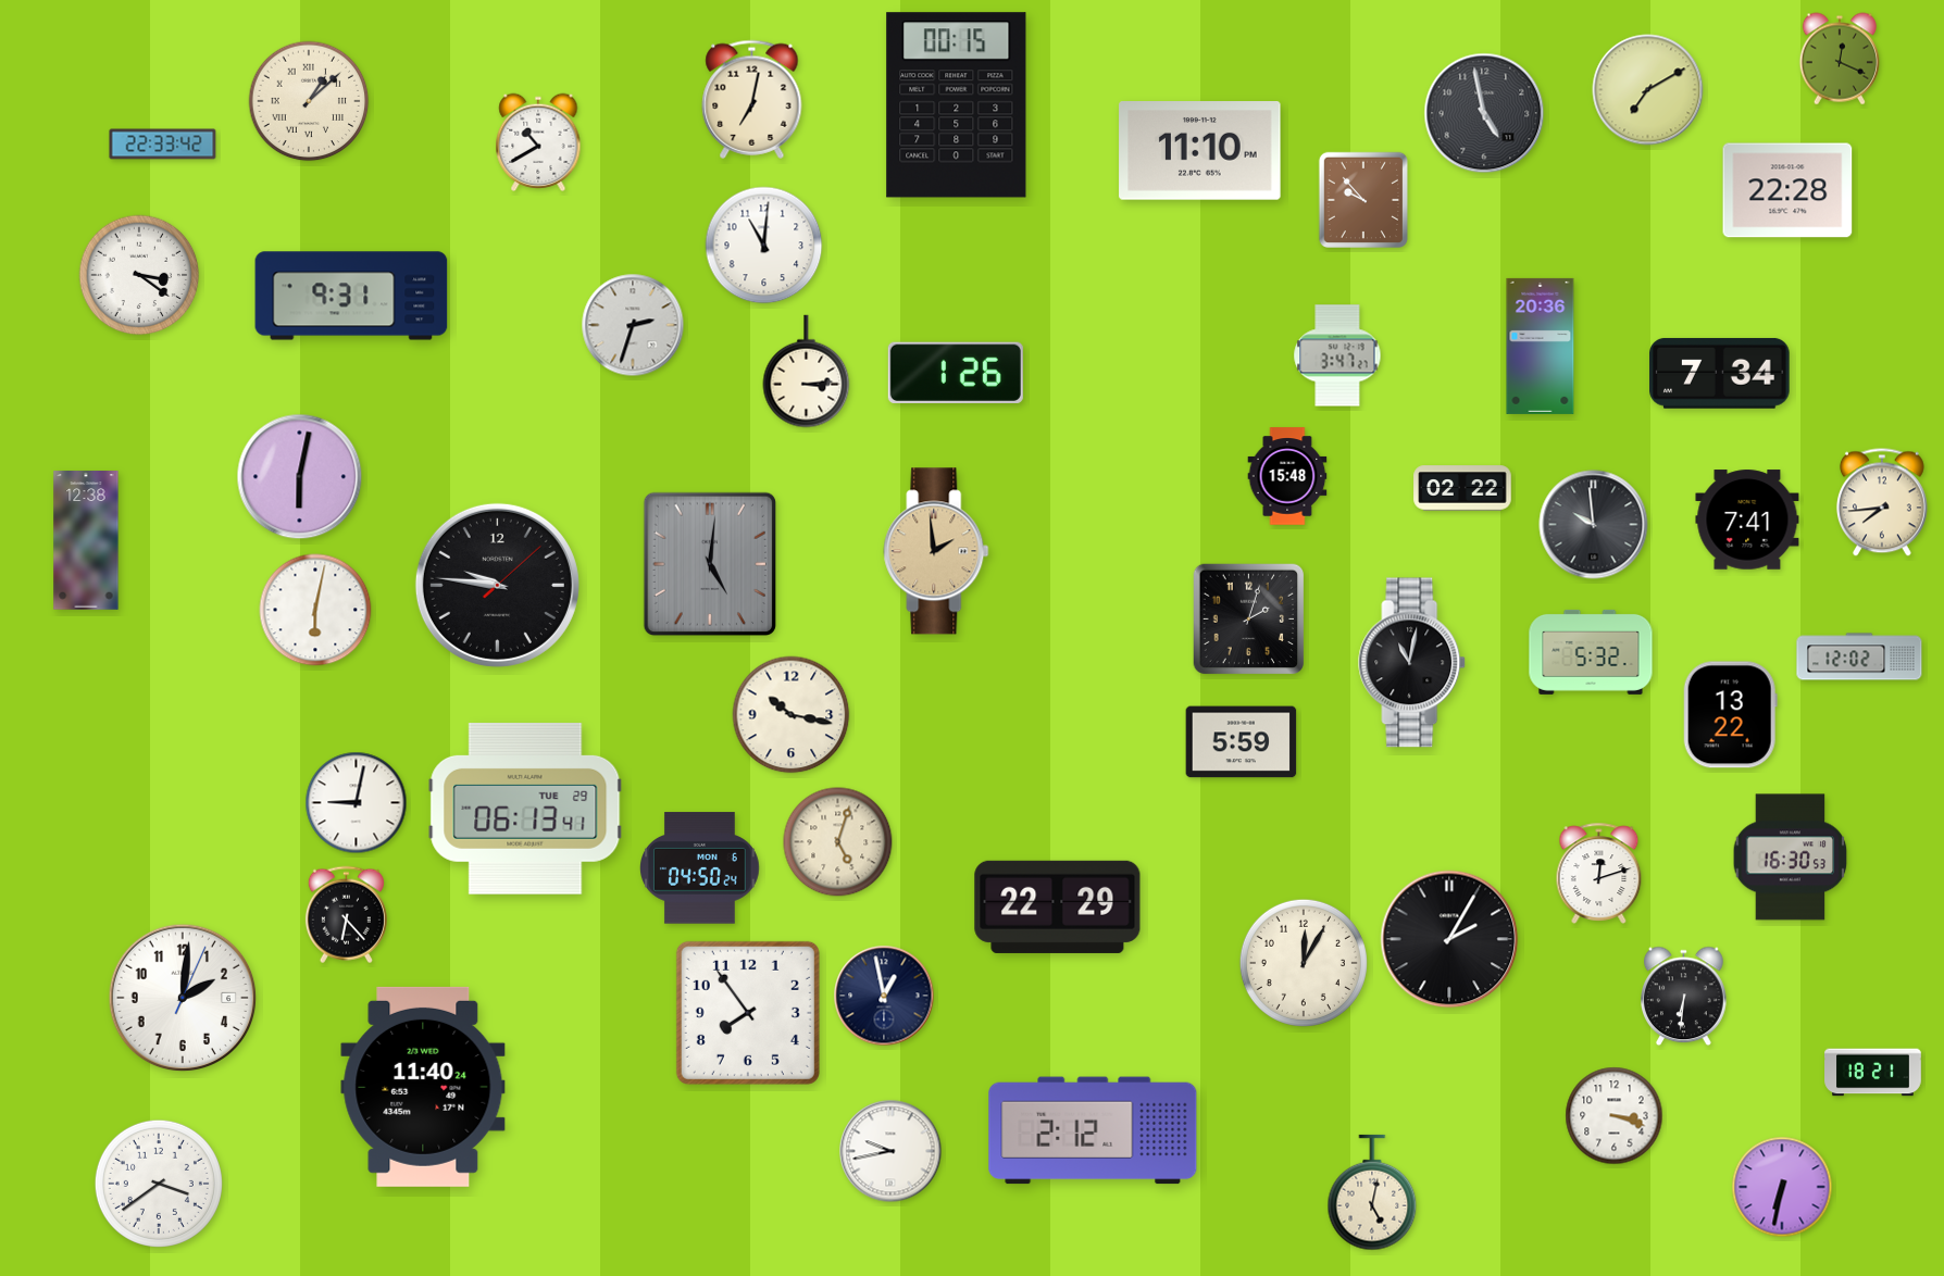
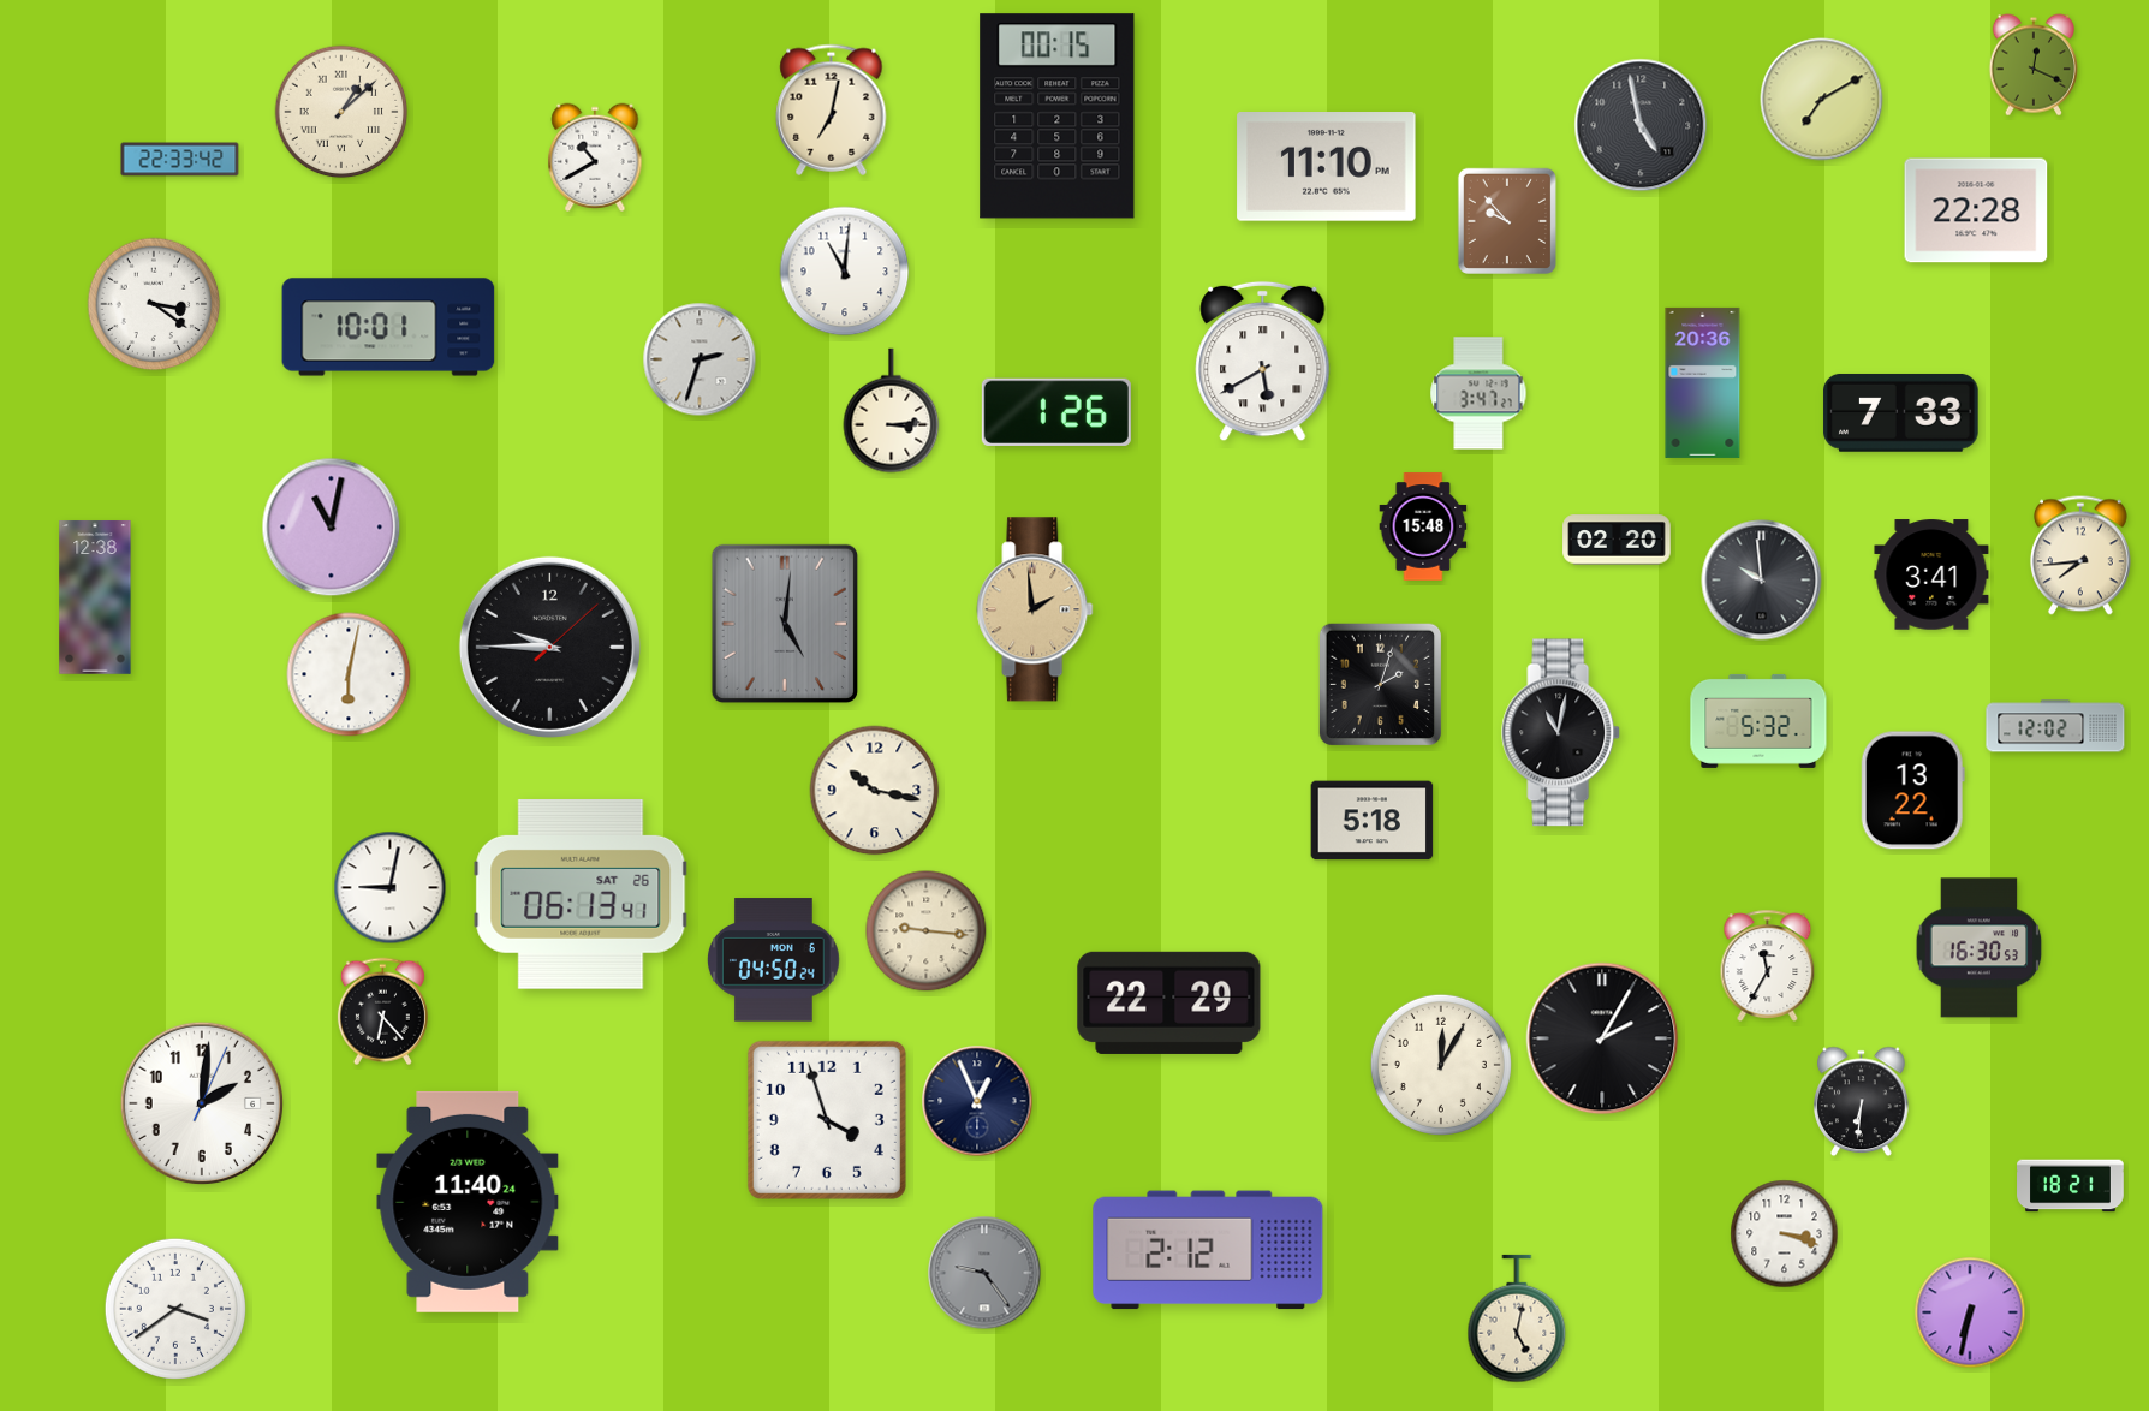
clock at (351, 296): 9:31 -> 10:01
clock at (1263, 362): none -> 5:40
clock at (1720, 373): 7:34 -> 7:33
clock at (300, 477): 6:02 -> 11:02
clock at (1462, 488): 02:22 -> 02:20
clock at (1747, 520): 7:41 -> 3:41
clock at (497, 585): 9:46 -> 9:45
clock at (1242, 742): 5:59 -> 5:18
clock at (357, 803) position: (357, 803) -> (391, 888)
clock at (525, 809) date: TUE 29 -> SAT 26
clock at (838, 842): 5:03 -> 9:16
clock at (1599, 873): 12:12 -> 11:35
clock at (884, 996): 12:58 -> 12:56
clock at (748, 1013): 7:54 -> 3:57
clock at (890, 1151): 9:43 -> 9:24
clock at (890, 1151) dial: white -> grey
